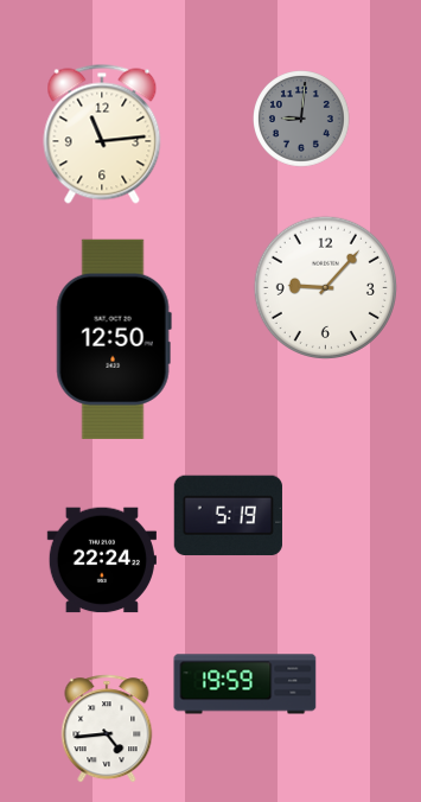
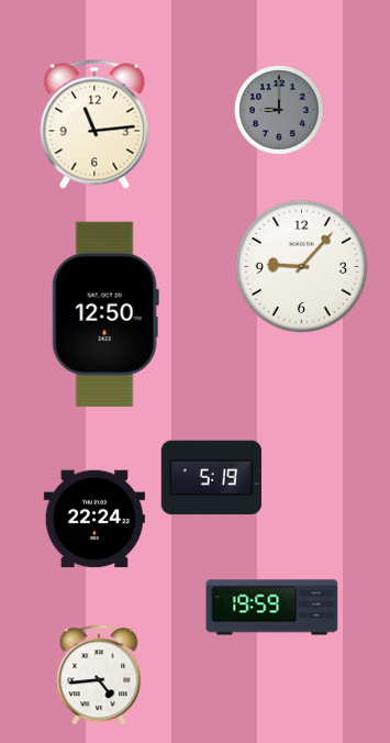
clock at (302, 120): 9:01 -> 9:00
clock at (245, 685) position: (245, 685) -> (272, 608)
